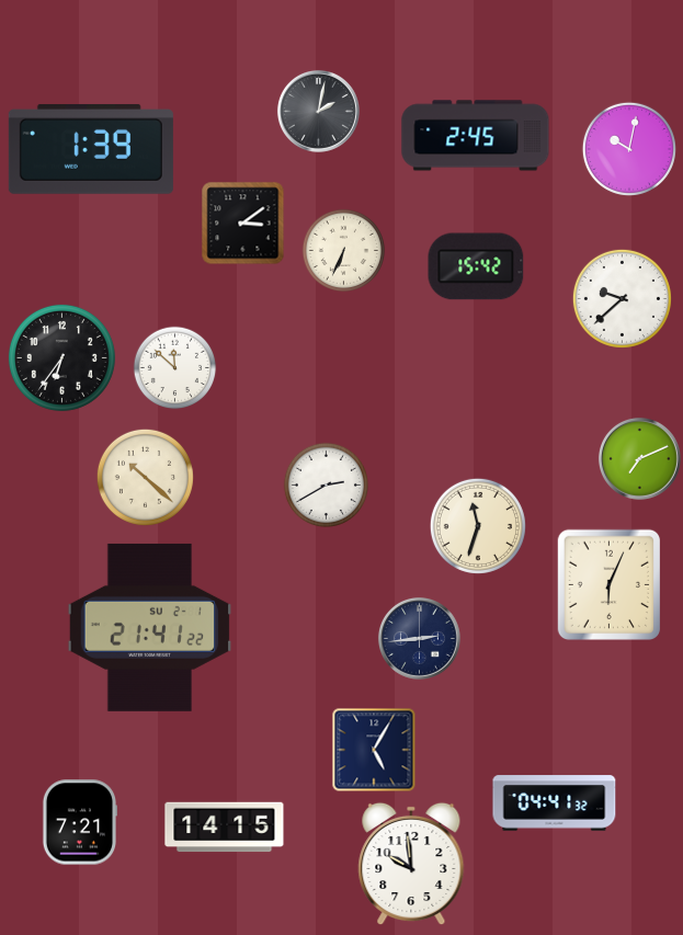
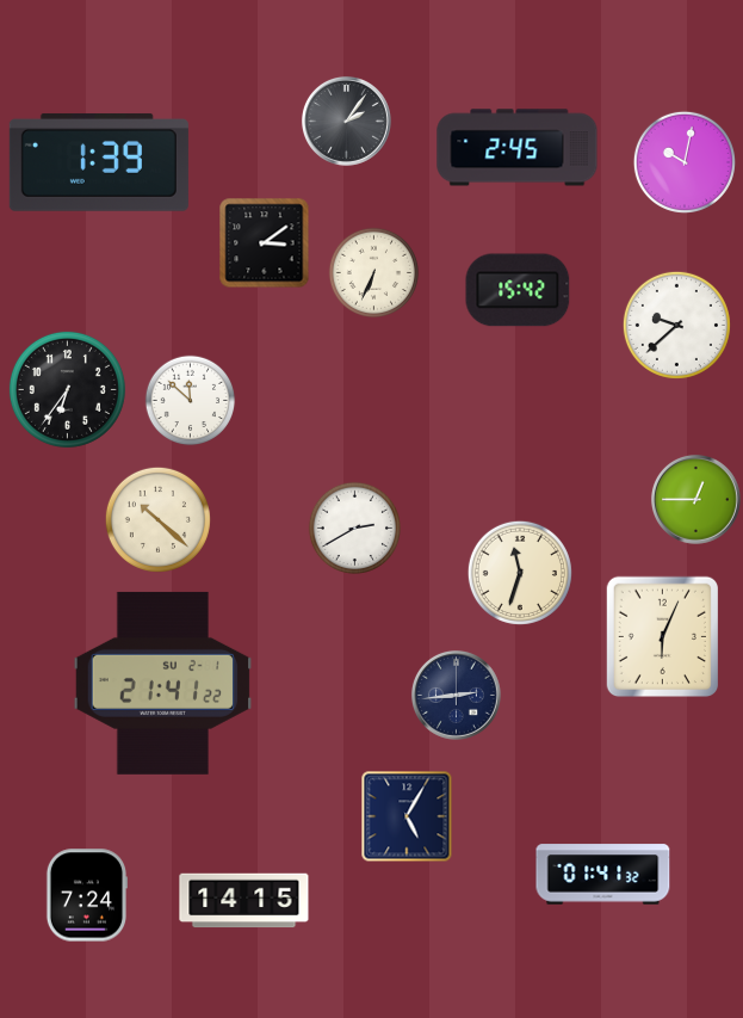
clock at (318, 111): 2:02 -> 2:06
clock at (639, 458): 7:11 -> 12:45
clock at (555, 803): 04:41 -> 01:41
clock at (79, 822): 7:21 -> 7:24
clock at (411, 864): 9:59 -> none
